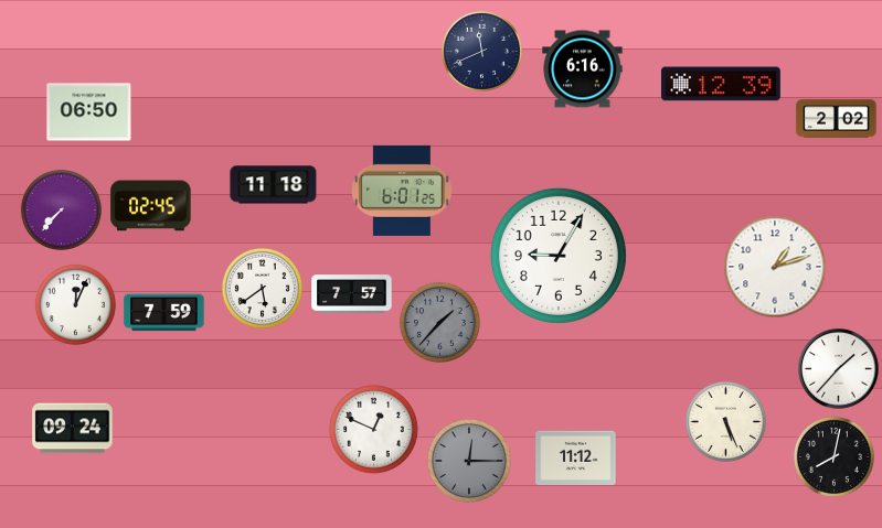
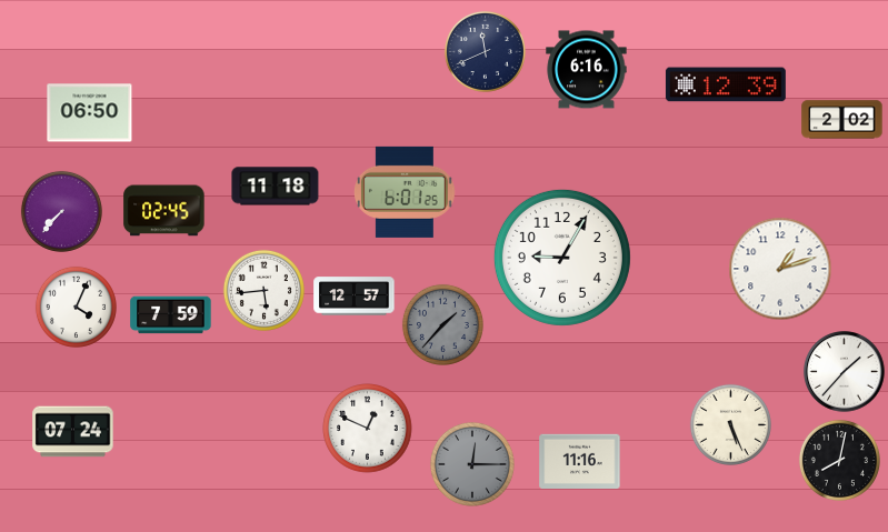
clock at (151, 206) position: (151, 206) -> (164, 211)
clock at (262, 288): 5:39 -> 5:44
clock at (352, 294): 7:57 -> 12:57
clock at (75, 304): 12:04 -> 4:04
clock at (164, 313) position: (164, 313) -> (171, 315)
clock at (73, 429): 09:24 -> 07:24
clock at (374, 430) position: (374, 430) -> (368, 429)
clock at (576, 457): 11:12 -> 11:16
